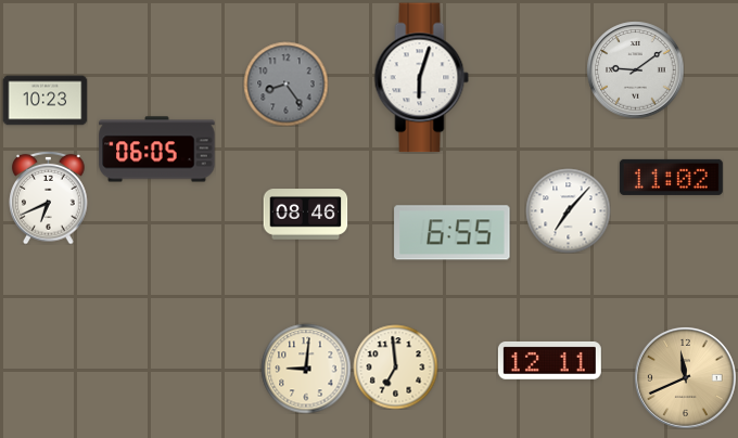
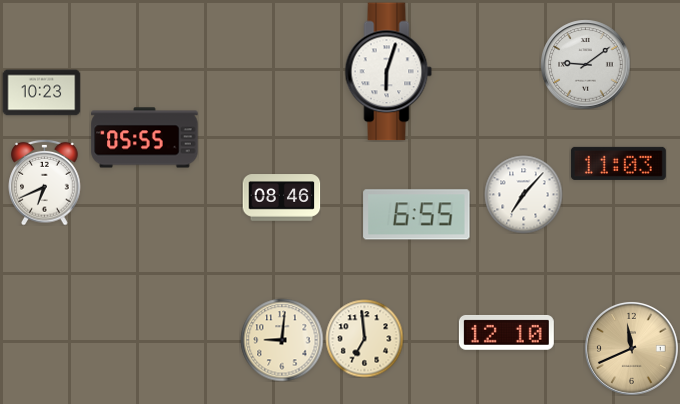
clock at (285, 83): 8:24 -> none
clock at (157, 150): 06:05 -> 05:55
clock at (671, 177): 11:02 -> 11:03
clock at (549, 361): 12:11 -> 12:10
